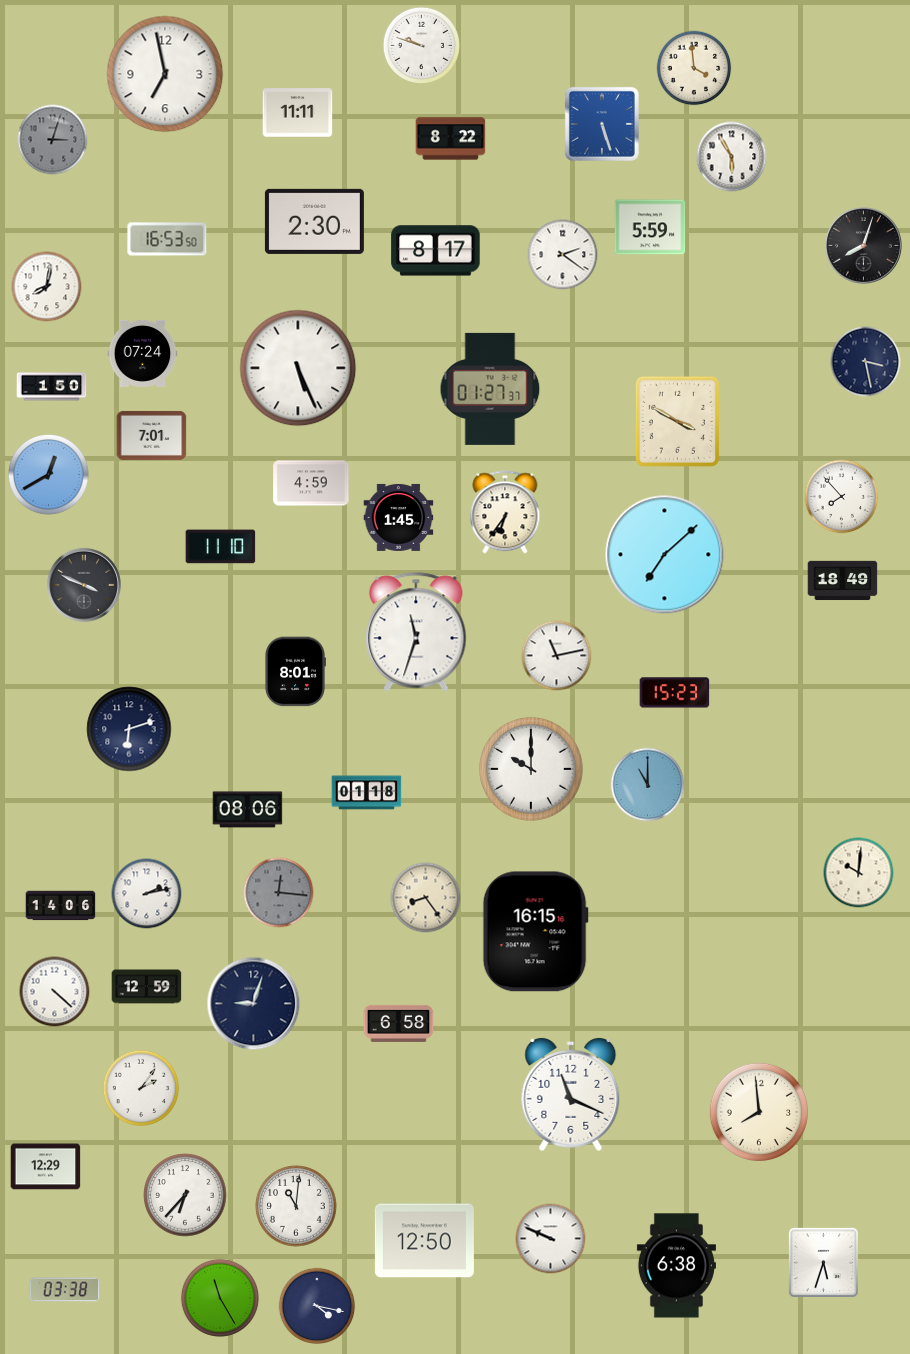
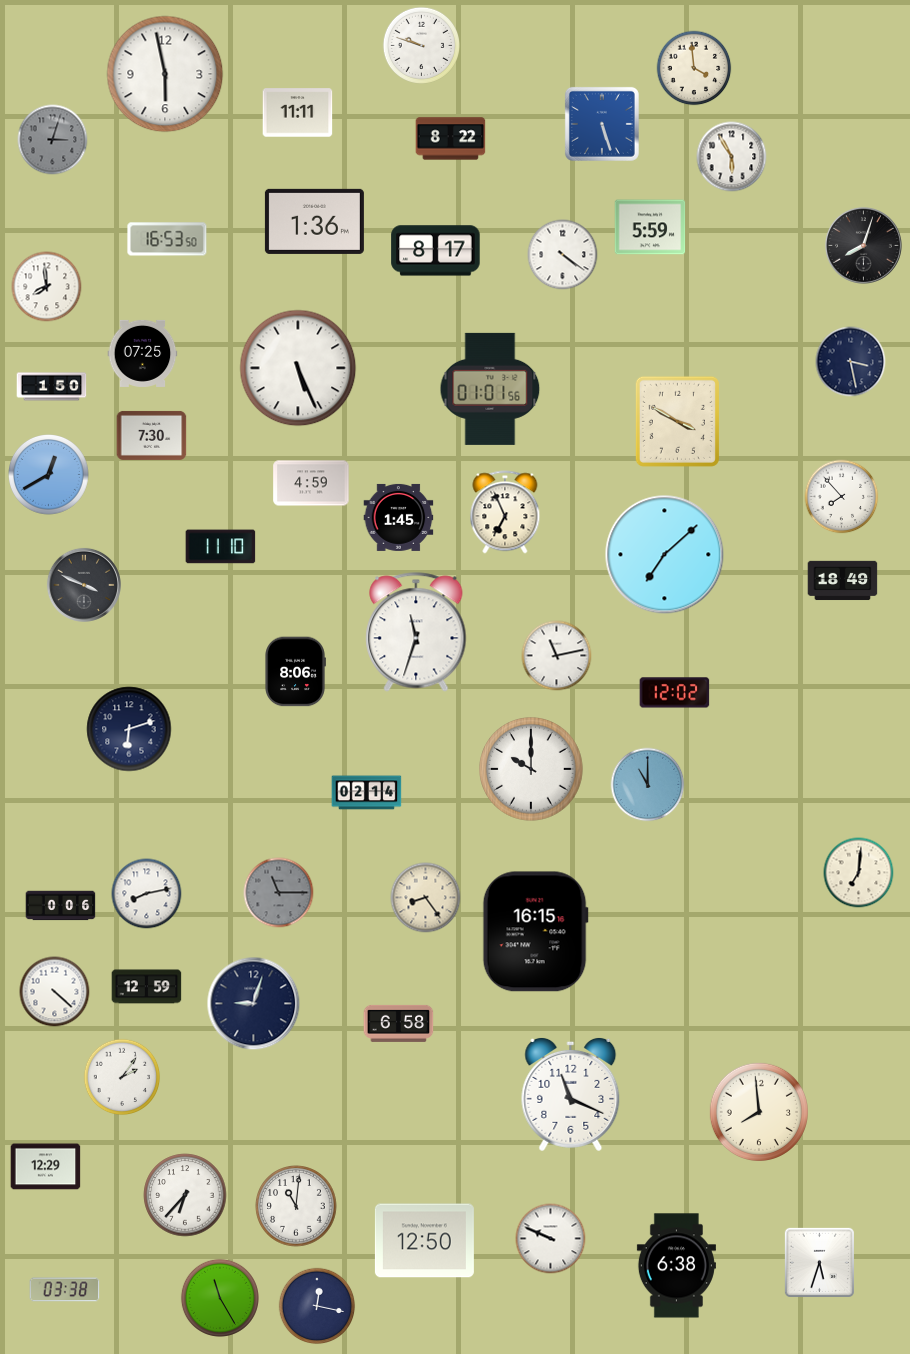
clock at (165, 74): 6:58 -> 5:58
clock at (314, 221): 2:30 -> 1:36
clock at (563, 255): 2:21 -> 4:21
clock at (47, 287): 8:02 -> 7:59
clock at (143, 353): 07:24 -> 07:25
clock at (866, 362) position: (866, 362) -> (851, 362)
clock at (490, 389): 01:27 -> 01:01
clock at (152, 435): 7:01 -> 7:30
clock at (505, 512): 6:36 -> 6:56
clock at (295, 672): 8:01 -> 8:06
clock at (675, 693): 15:23 -> 12:02
clock at (367, 793): 01:18 -> 02:14
clock at (248, 810): 08:06 -> none
clock at (859, 873): 10:01 -> 7:01
clock at (279, 893): 12:16 -> 11:15
clock at (147, 894): 2:13 -> 8:13
clock at (61, 906): 14:06 -> 0:06
clock at (141, 1088) position: (141, 1088) -> (122, 1077)
clock at (823, 1262) position: (823, 1262) -> (819, 1262)
clock at (317, 1306): 4:17 -> 12:17
